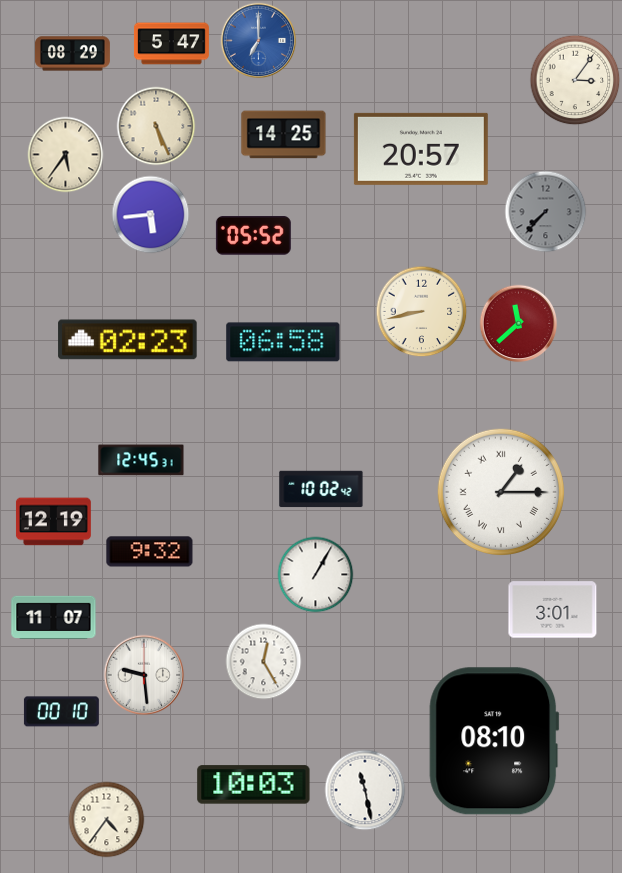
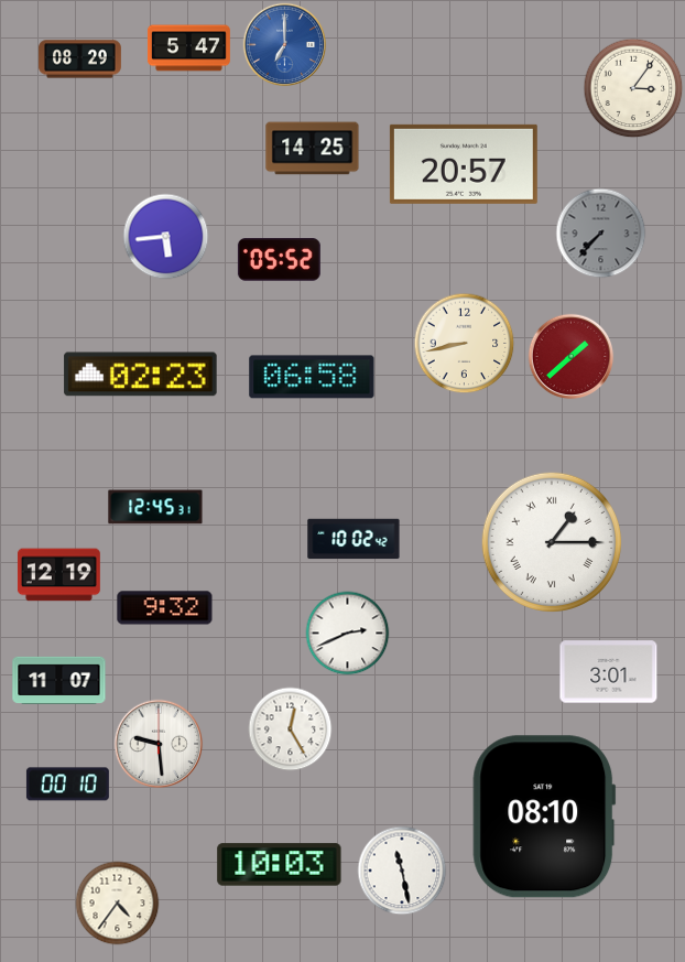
clock at (156, 126): 5:26 -> none
clock at (66, 155): 5:36 -> none
clock at (519, 324): 11:38 -> 1:38
clock at (316, 575): 1:05 -> 2:41
